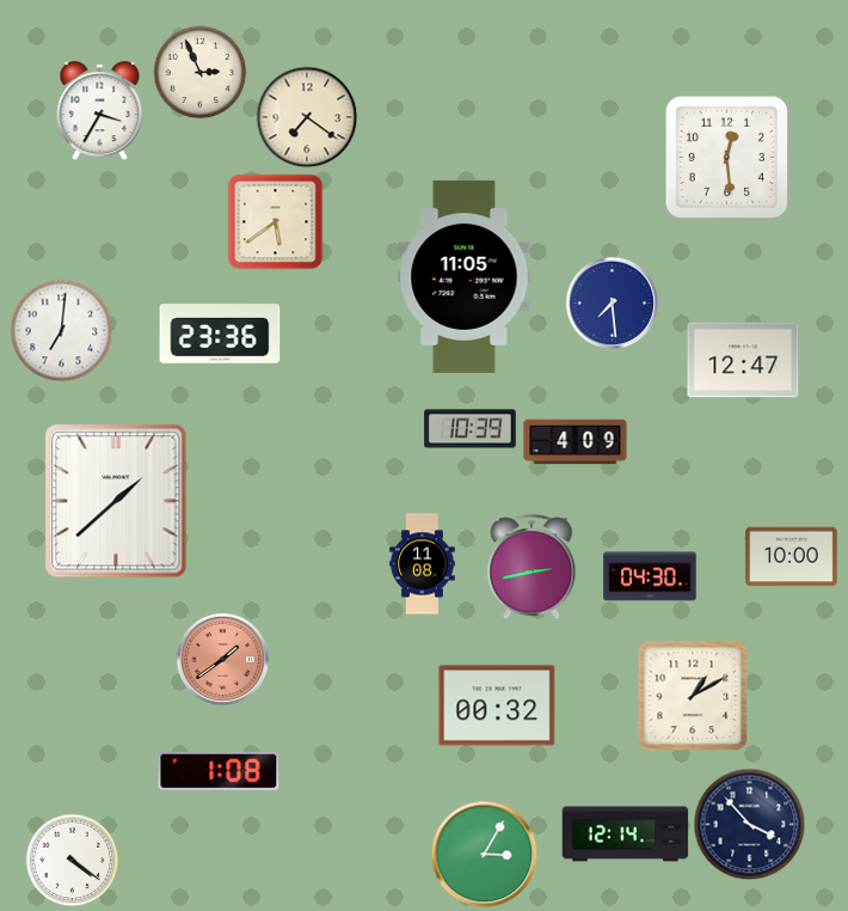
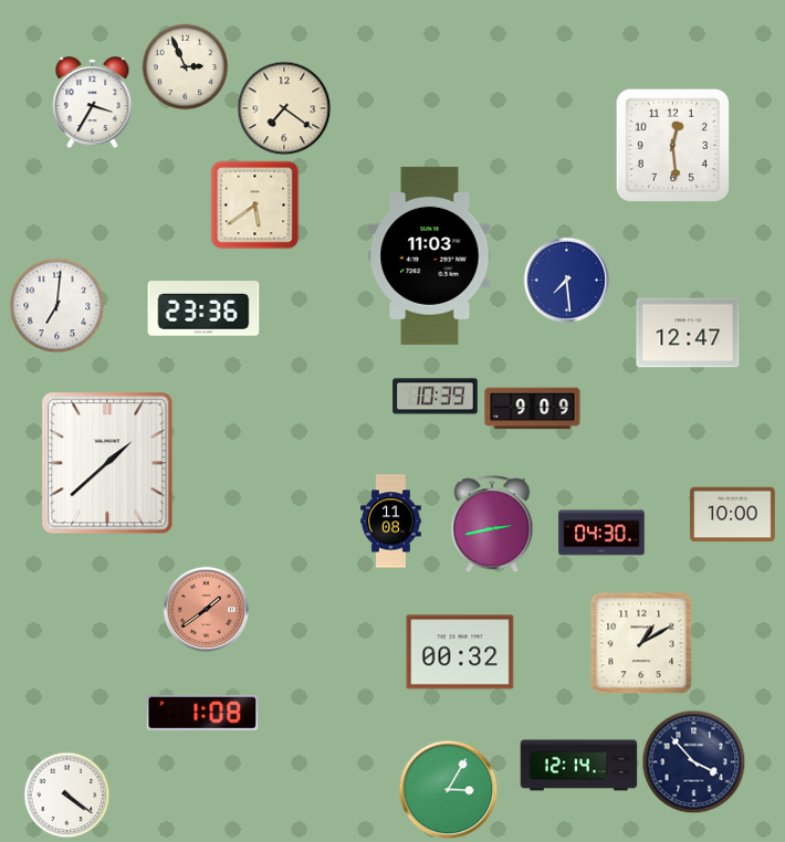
clock at (465, 276): 11:05 -> 11:03
clock at (576, 442): 4:09 -> 9:09
clock at (626, 834) position: (626, 834) -> (579, 766)
